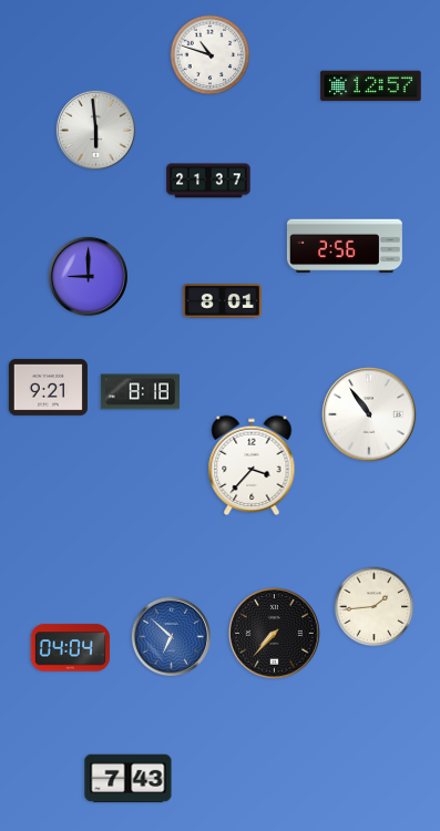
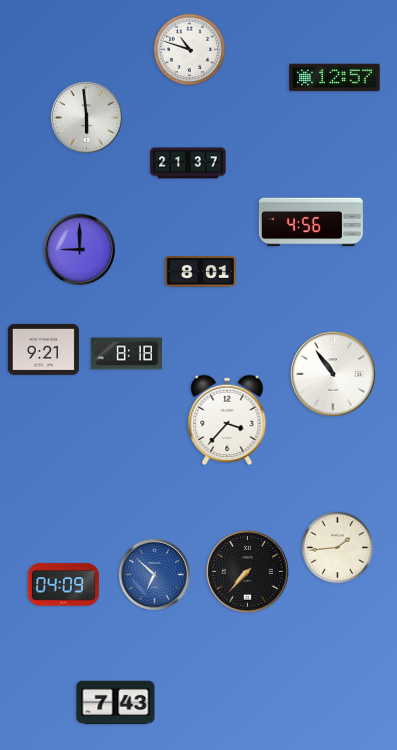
clock at (345, 246): 2:56 -> 4:56
clock at (70, 648): 04:04 -> 04:09
